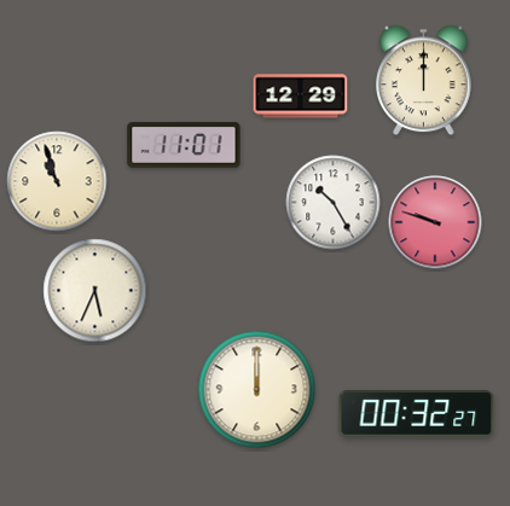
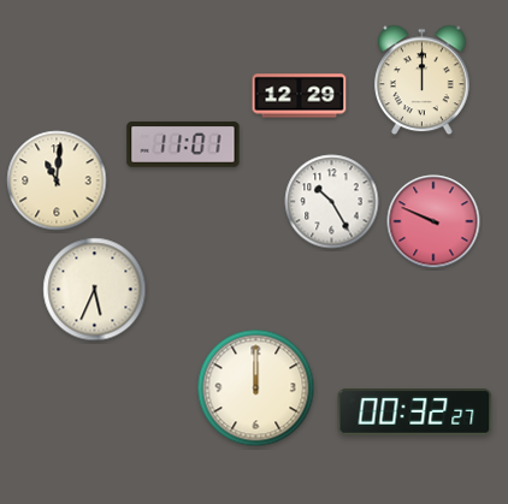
clock at (57, 181): 10:57 -> 11:01
clock at (435, 222): 9:48 -> 9:49
